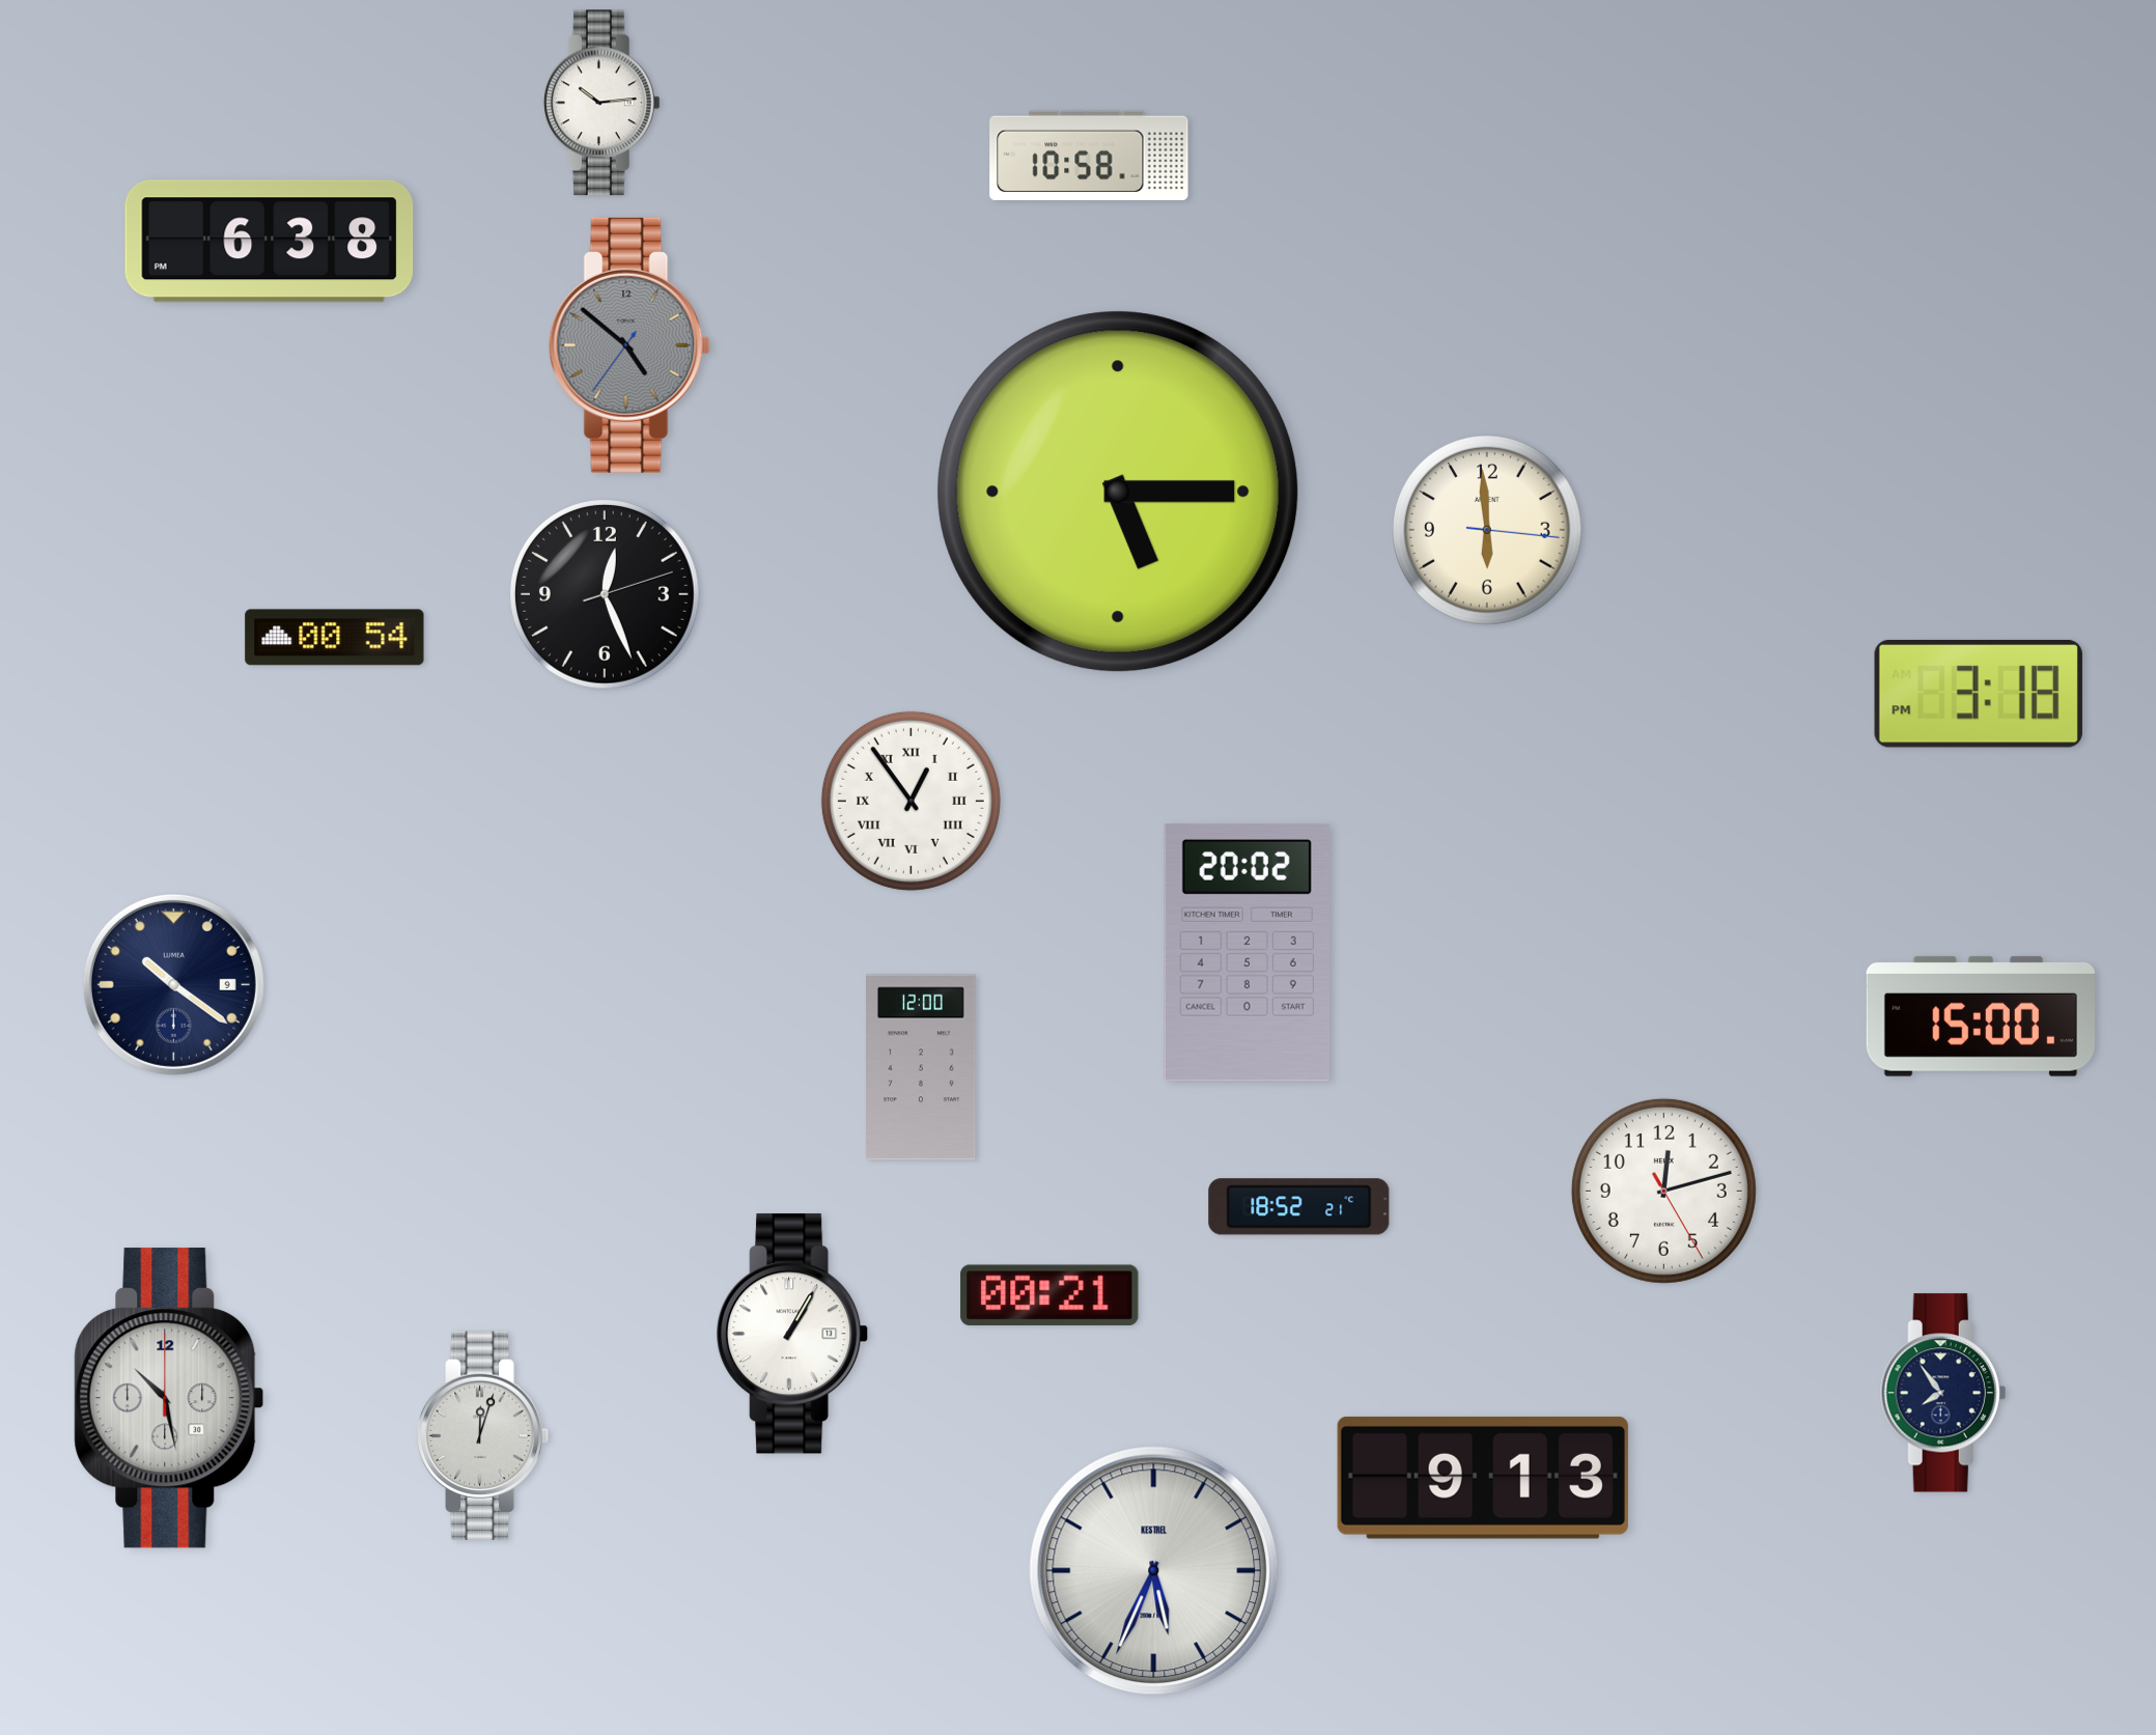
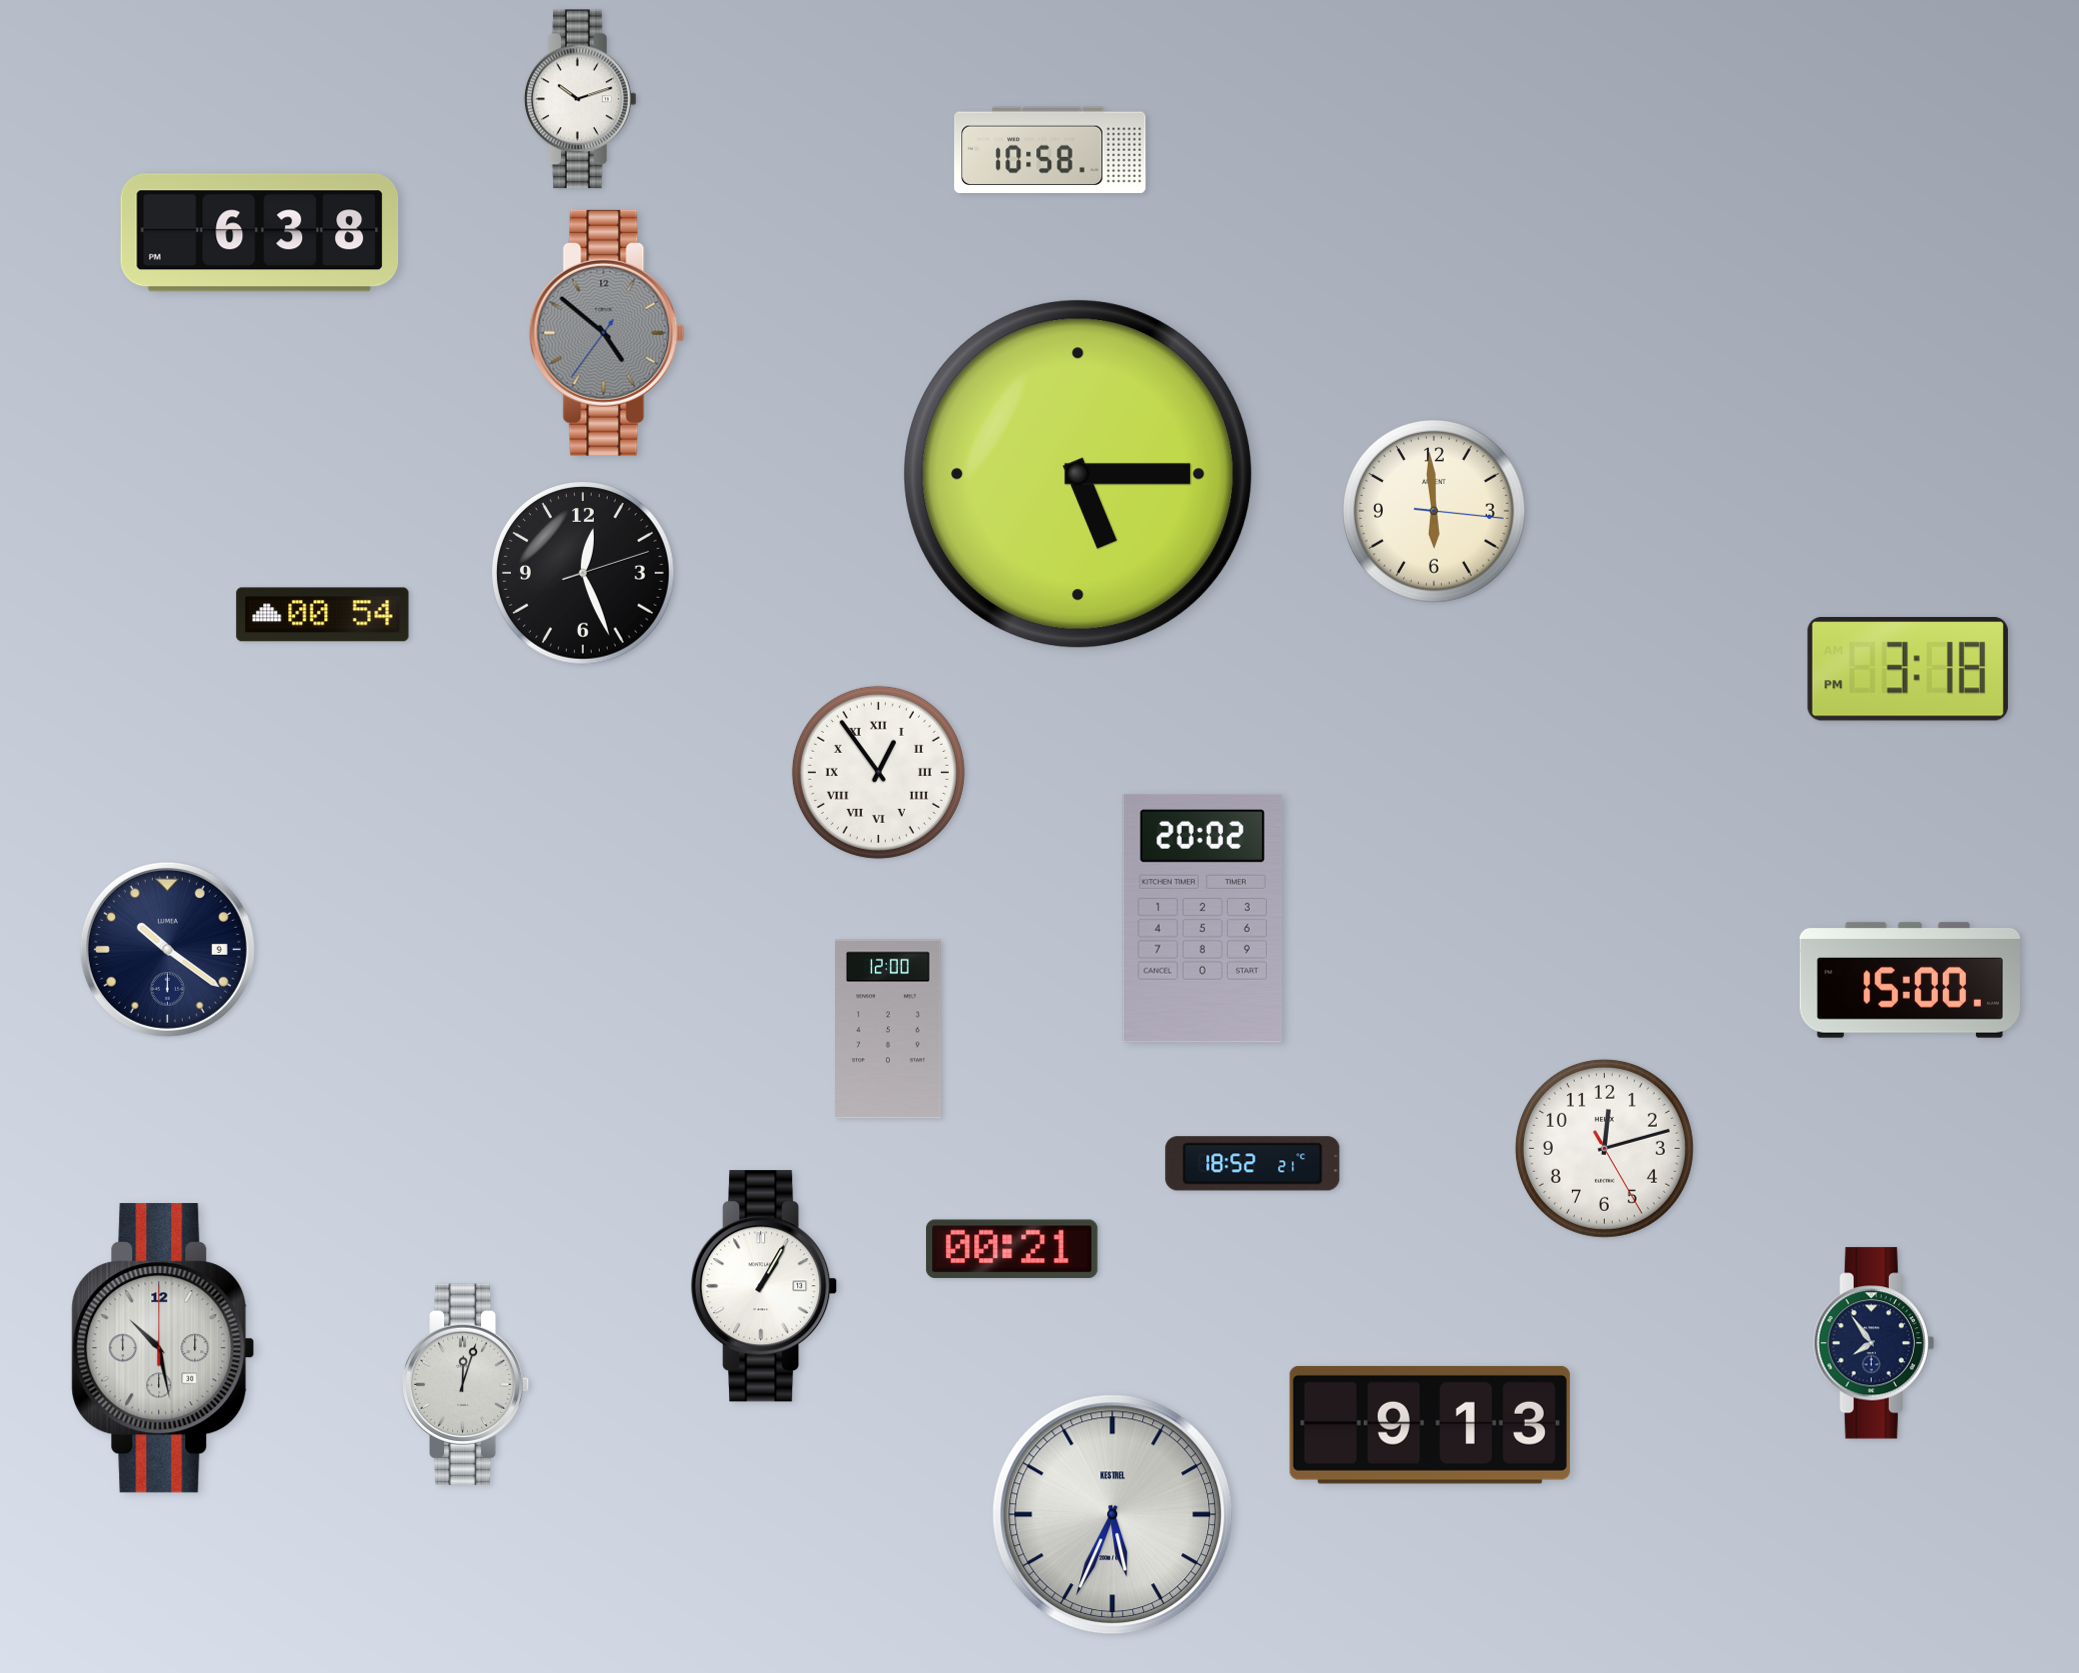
clock at (603, 103): 10:14 -> 10:12
